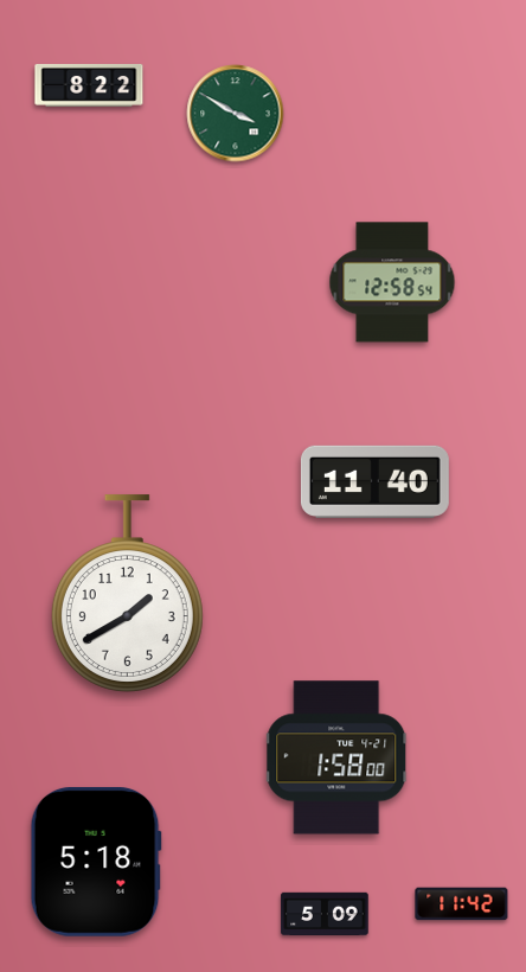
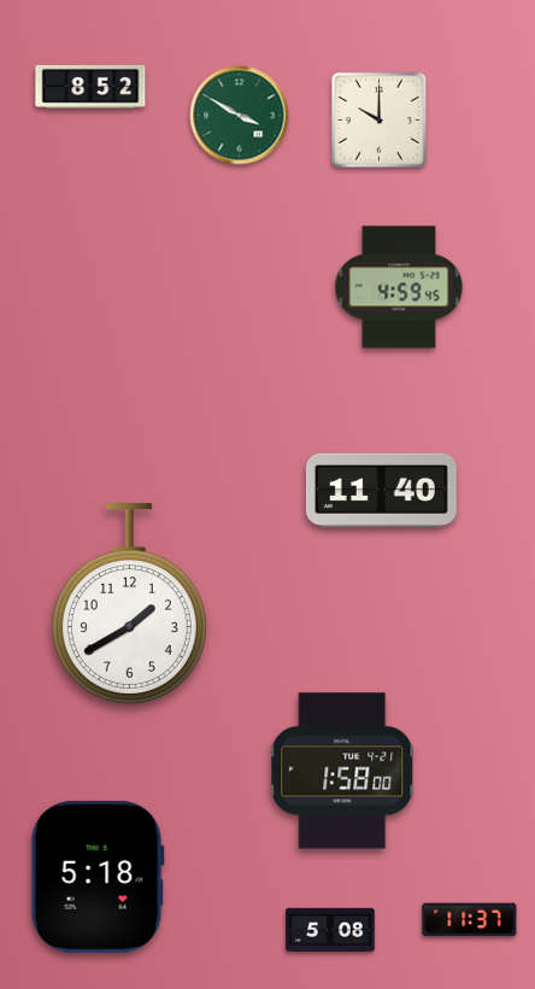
clock at (89, 85): 8:22 -> 8:52
clock at (378, 119): none -> 10:00
clock at (392, 282): 12:58 -> 4:59
clock at (462, 904): 11:42 -> 11:37
clock at (325, 914): 5:09 -> 5:08
